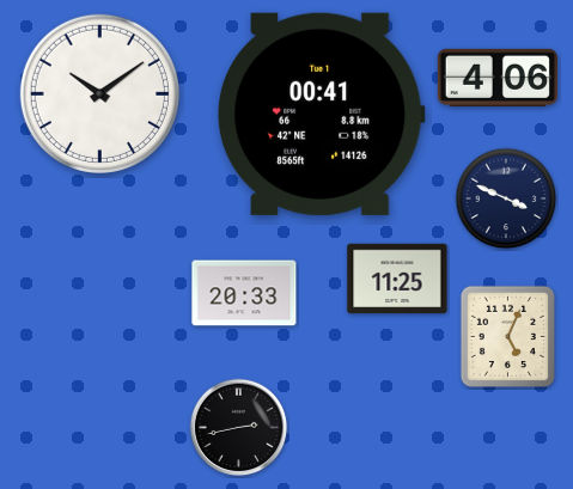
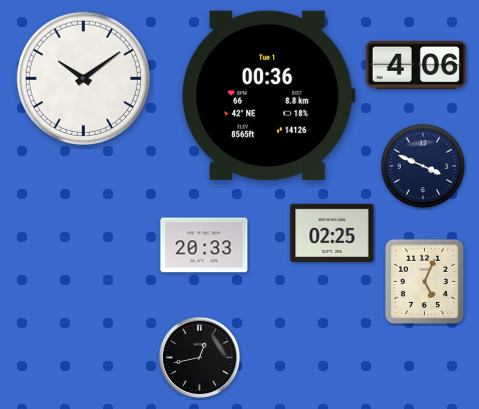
clock at (321, 114): 00:41 -> 00:36
clock at (397, 279): 11:25 -> 02:25
clock at (239, 428): 2:43 -> 12:43
